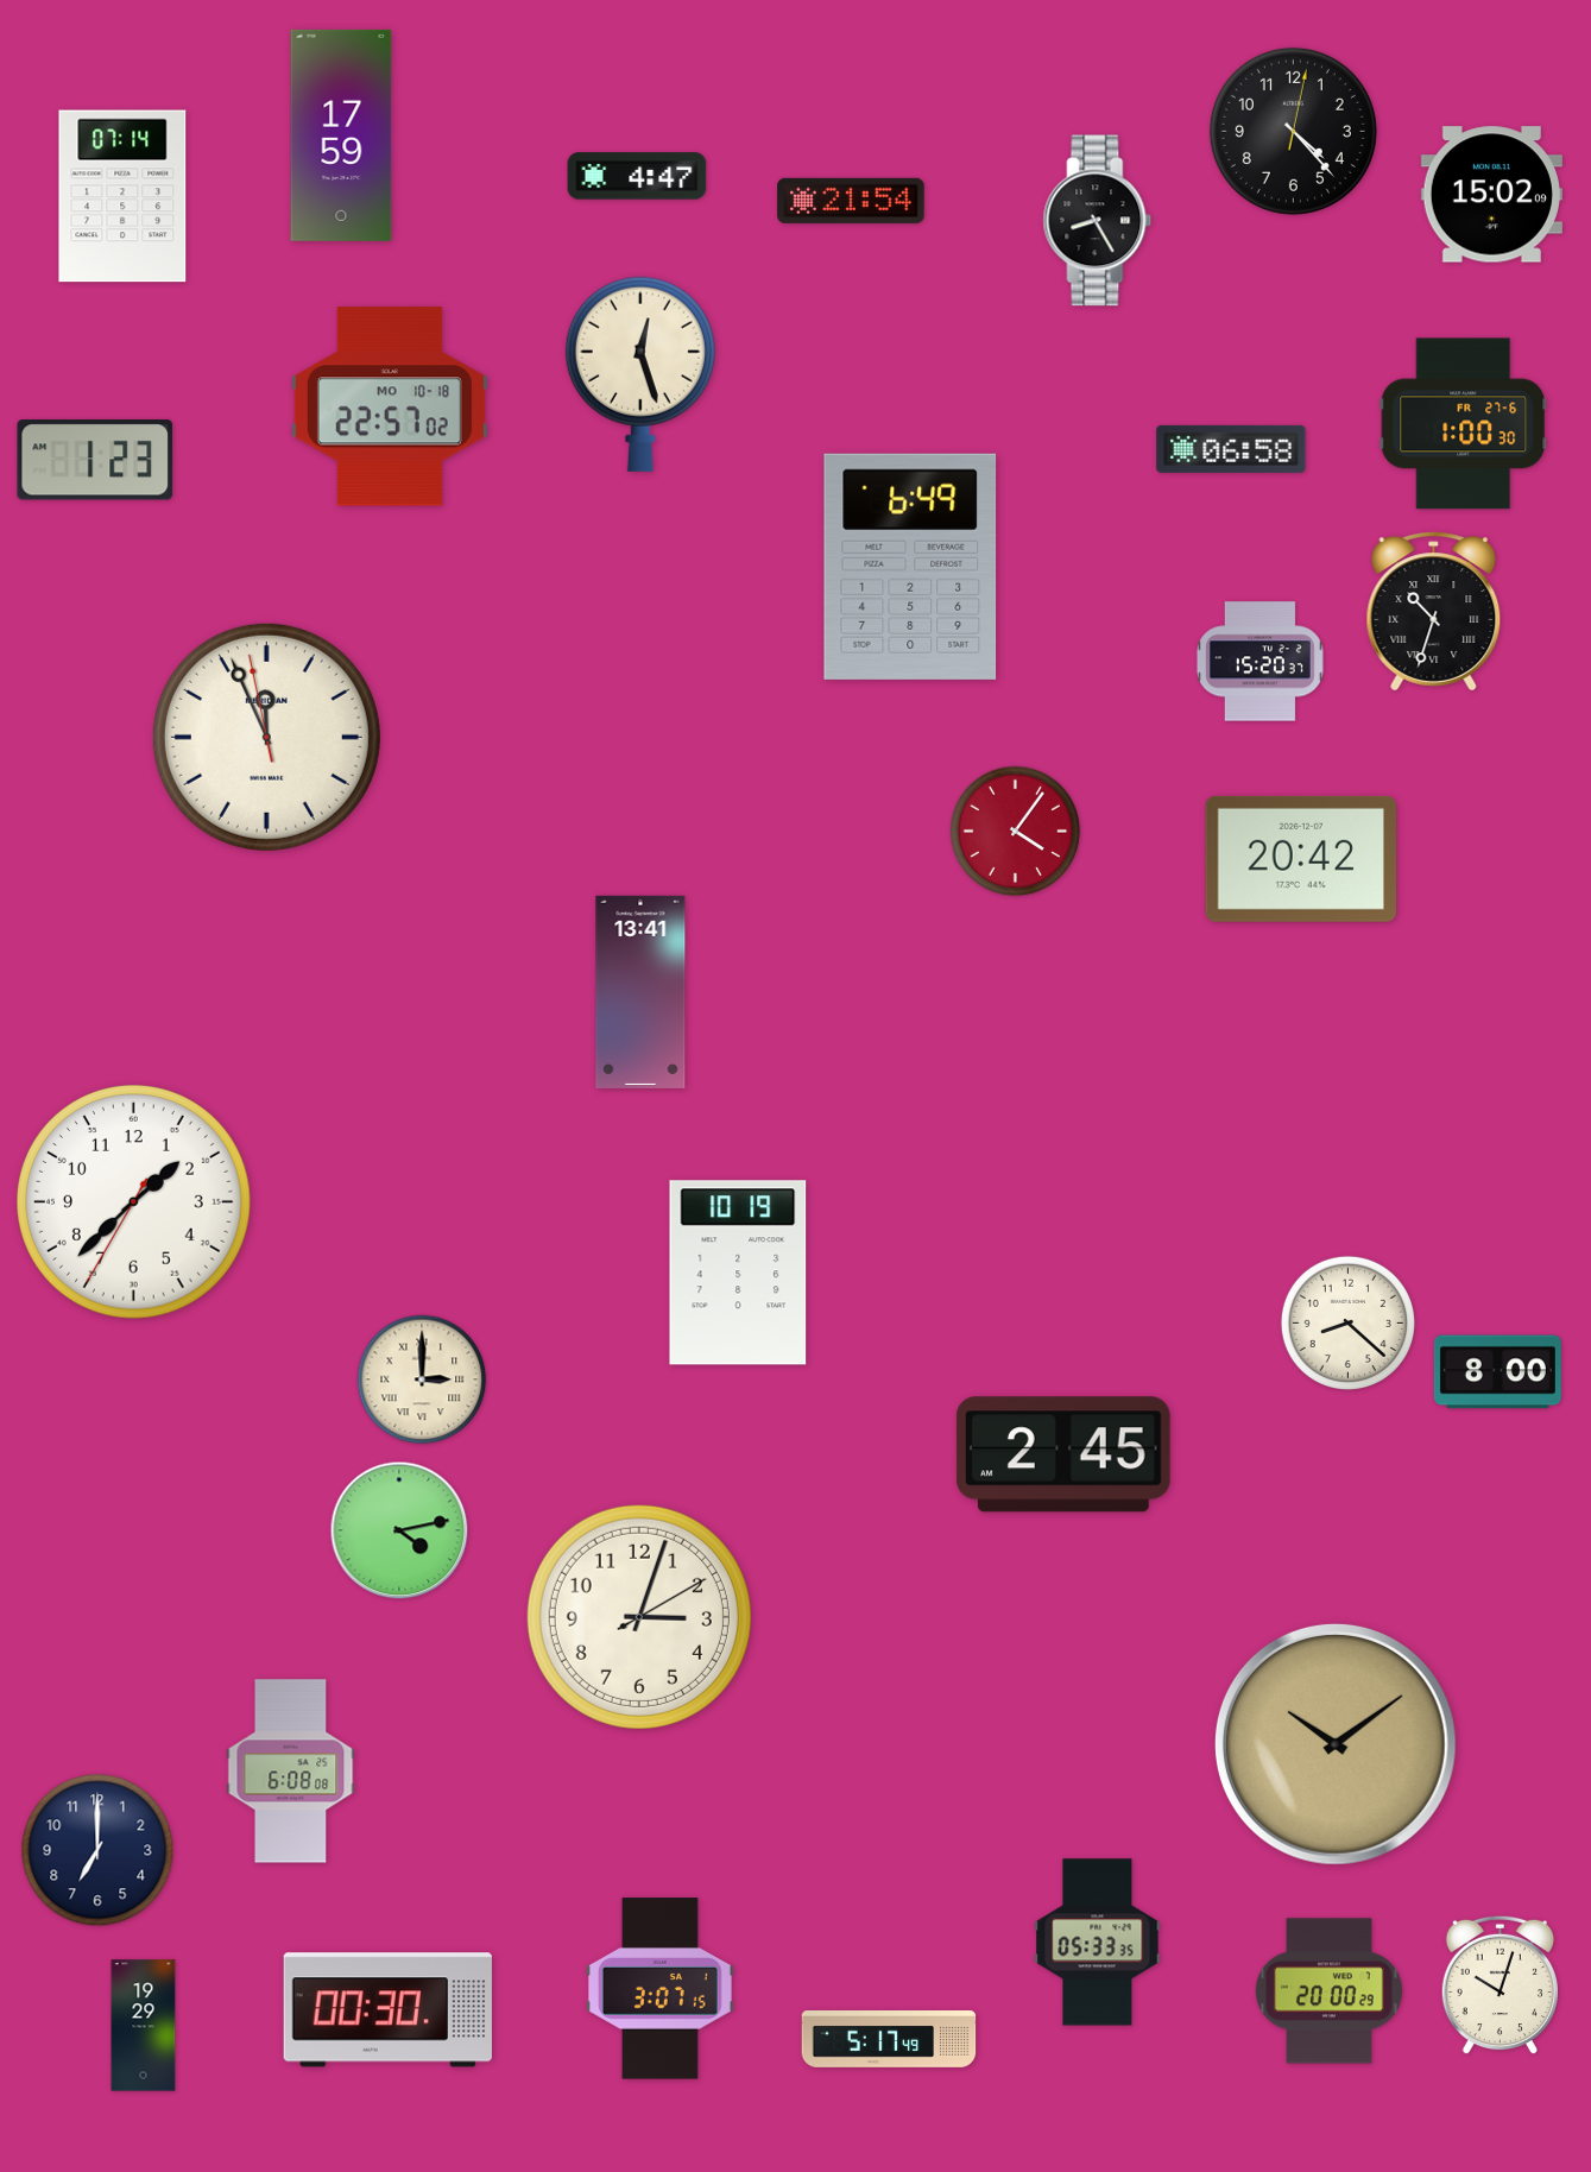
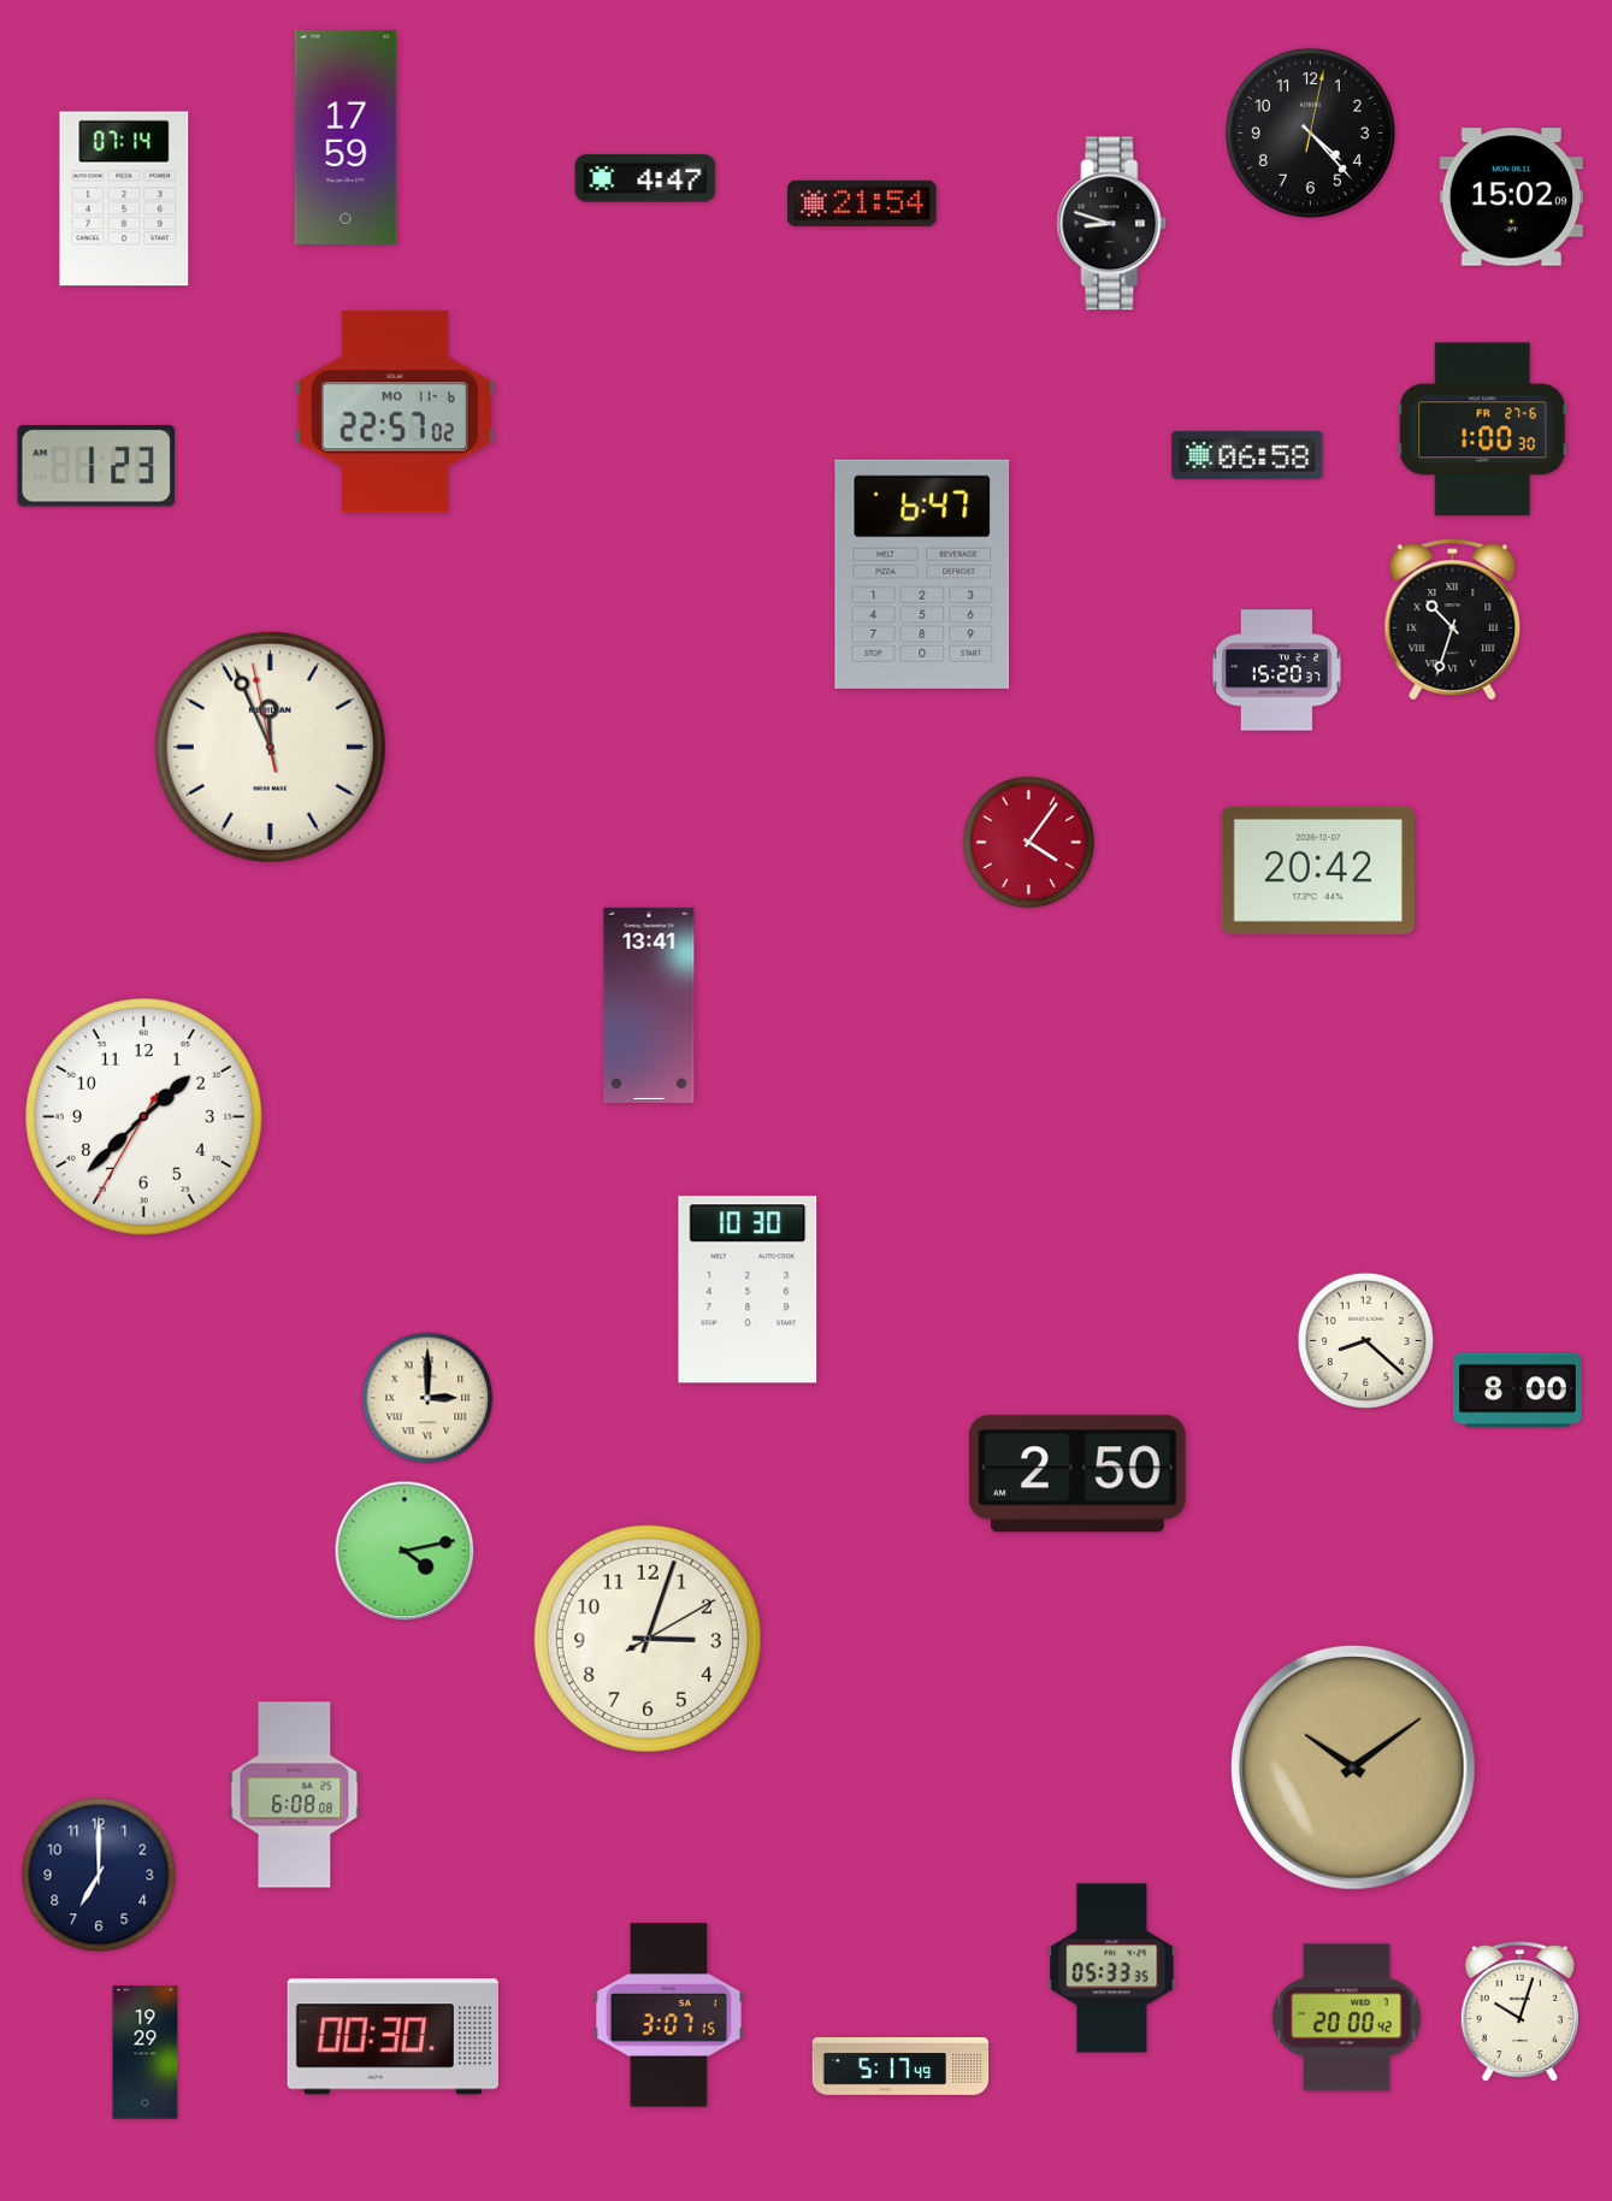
clock at (1098, 221): 8:25 -> 8:48
clock at (640, 374): 12:27 -> none
clock at (390, 406) date: MO 10-18 -> MO 11-6
clock at (910, 567): 6:49 -> 6:47
clock at (134, 1202) position: (134, 1202) -> (144, 1117)
clock at (738, 1273): 10:19 -> 10:30
clock at (1063, 1454): 2:45 -> 2:50
clock at (1328, 1991): 20:00:29 -> 20:00:42
